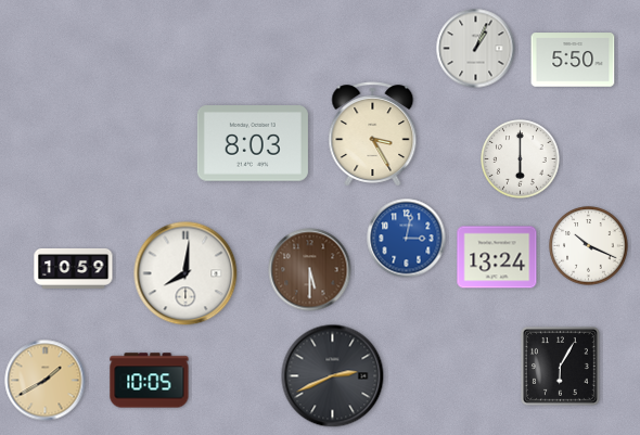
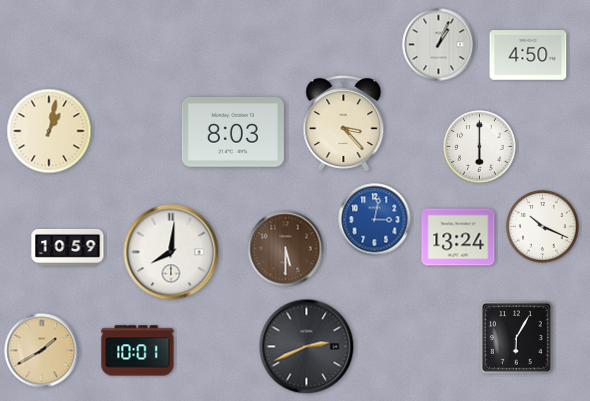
clock at (573, 60): 5:50 -> 4:50
clock at (373, 135): 3:25 -> 3:23
clock at (49, 131): none -> 1:02
clock at (150, 381): 10:05 -> 10:01
